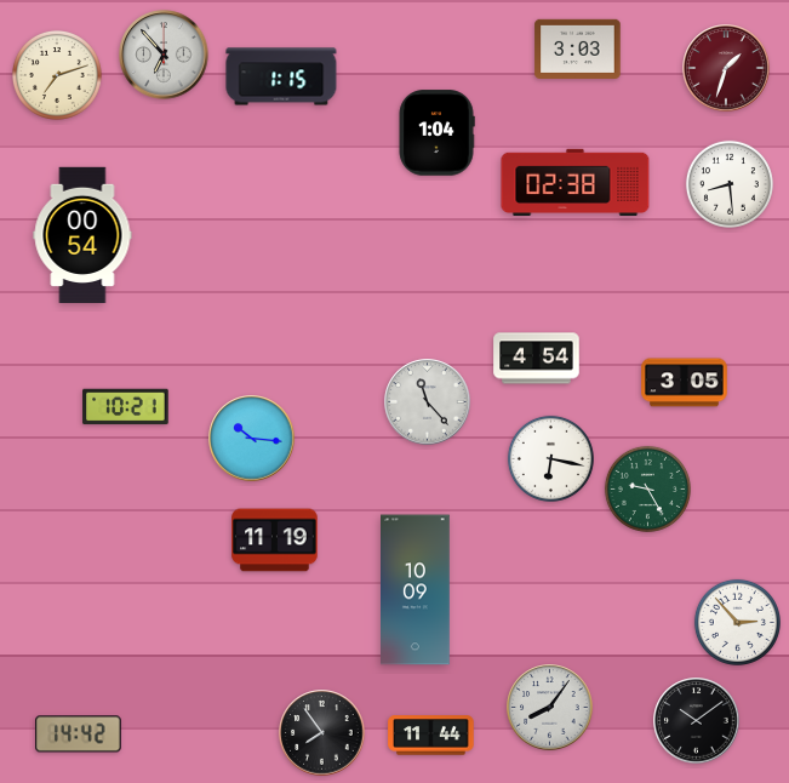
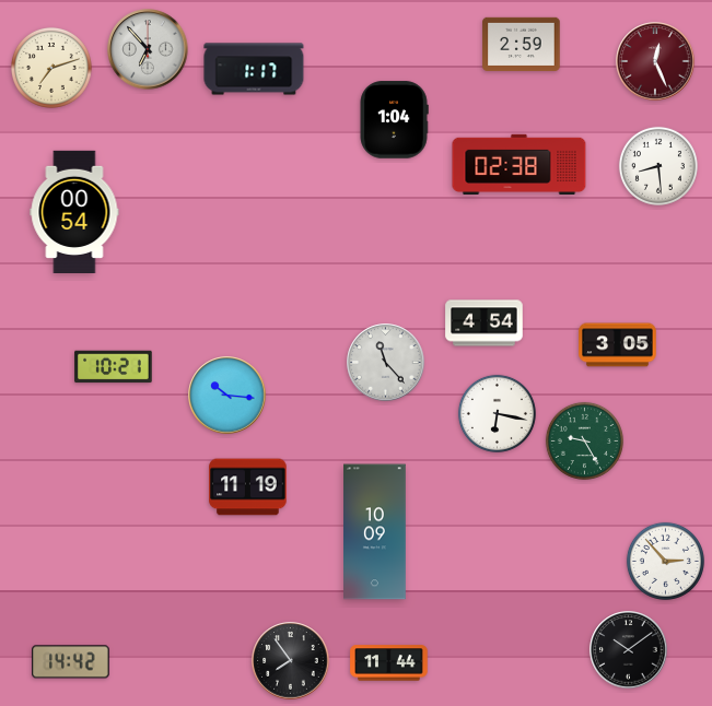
clock at (578, 48): 3:03 -> 2:59
clock at (726, 68): 1:33 -> 12:26
clock at (281, 76): 1:15 -> 1:17
clock at (550, 708): 8:06 -> none
